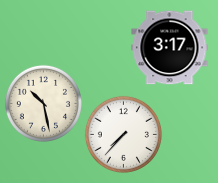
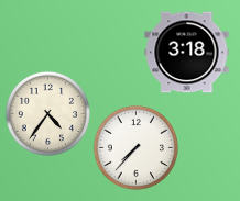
clock at (170, 48): 3:17 -> 3:18
clock at (43, 103): 10:28 -> 4:36
